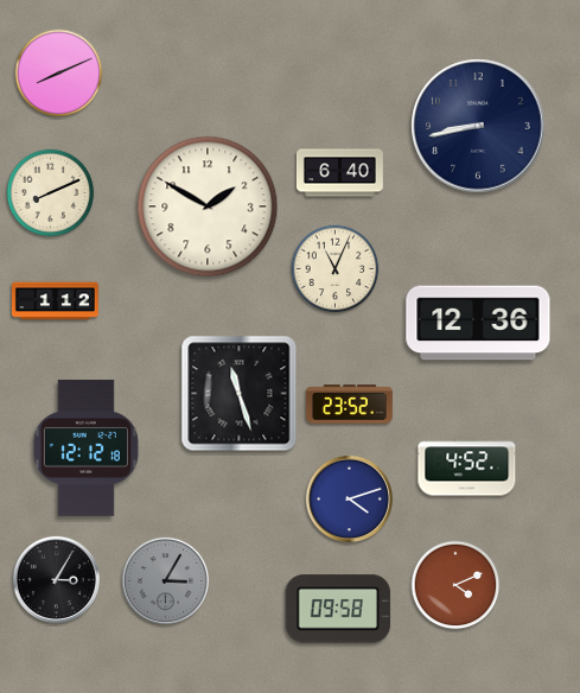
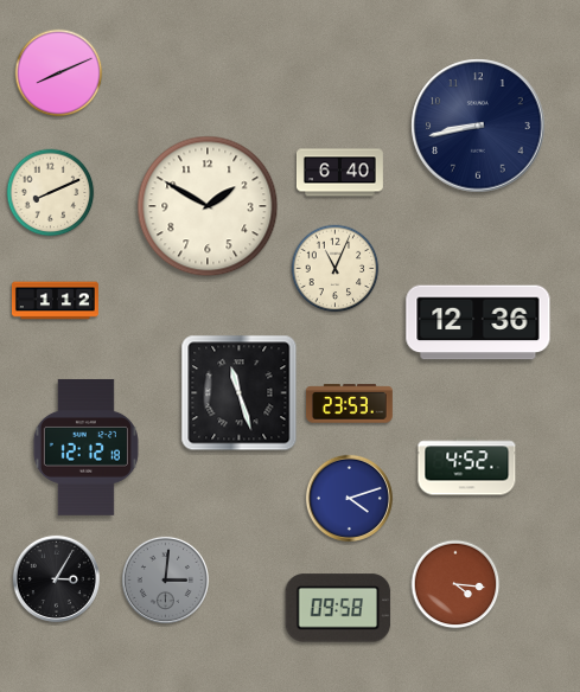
clock at (349, 405): 23:52 -> 23:53
clock at (165, 580): 3:05 -> 3:01
clock at (455, 585): 4:11 -> 4:16
